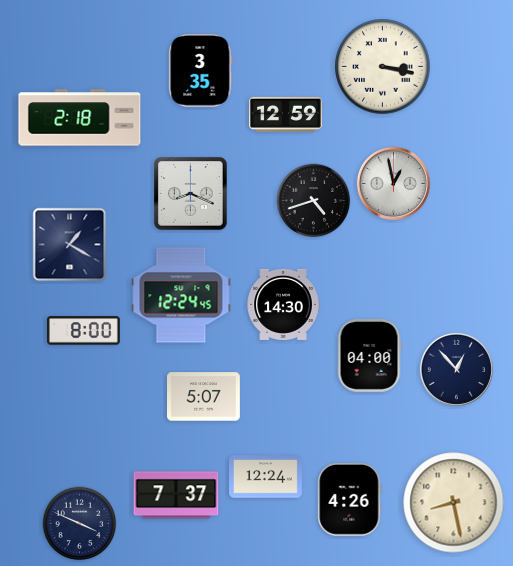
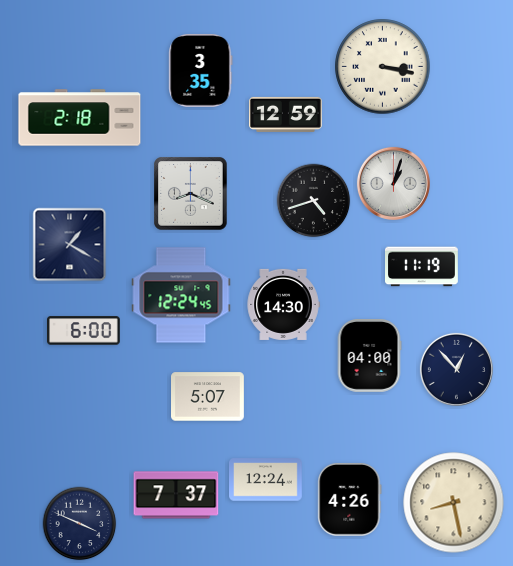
clock at (393, 183): 12:58 -> 1:03
clock at (422, 267): none -> 11:19
clock at (84, 331): 8:00 -> 6:00
clock at (204, 397) position: (204, 397) -> (208, 397)
clock at (266, 477) position: (266, 477) -> (266, 480)
